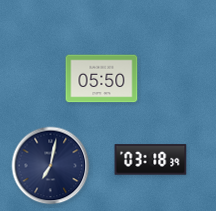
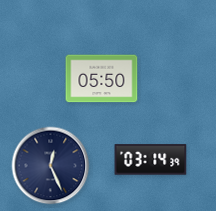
clock at (151, 160): 03:18 -> 03:14
clock at (51, 166): 7:02 -> 12:26
